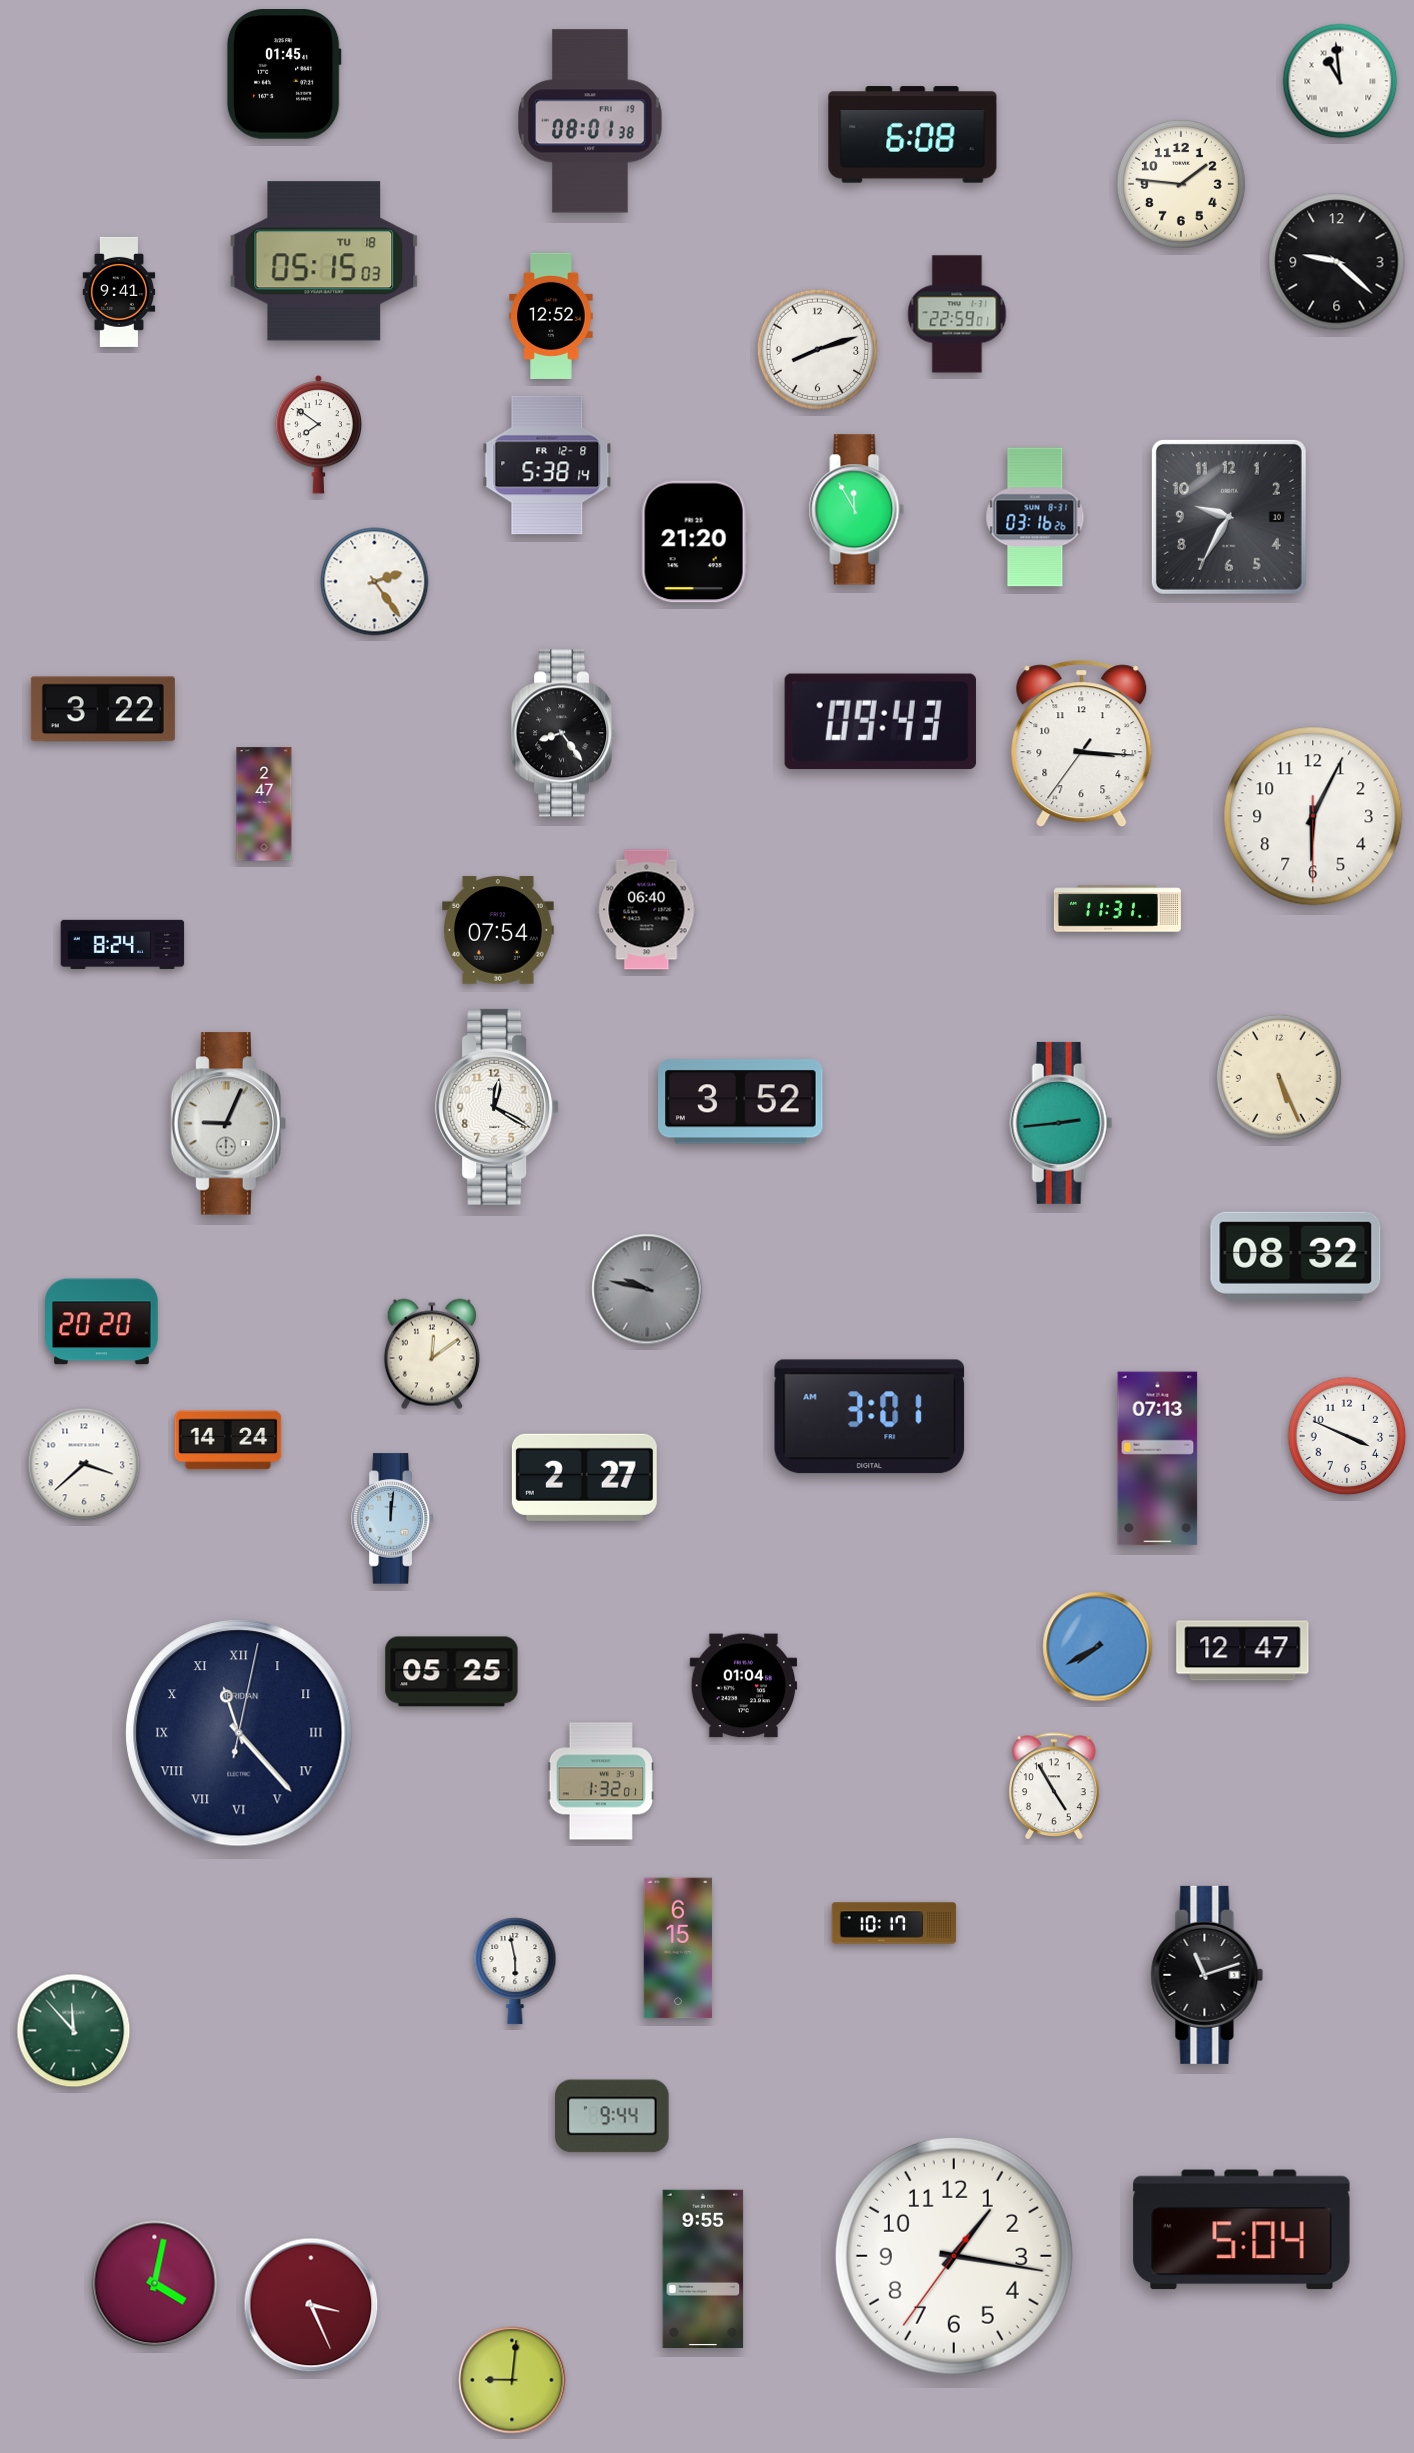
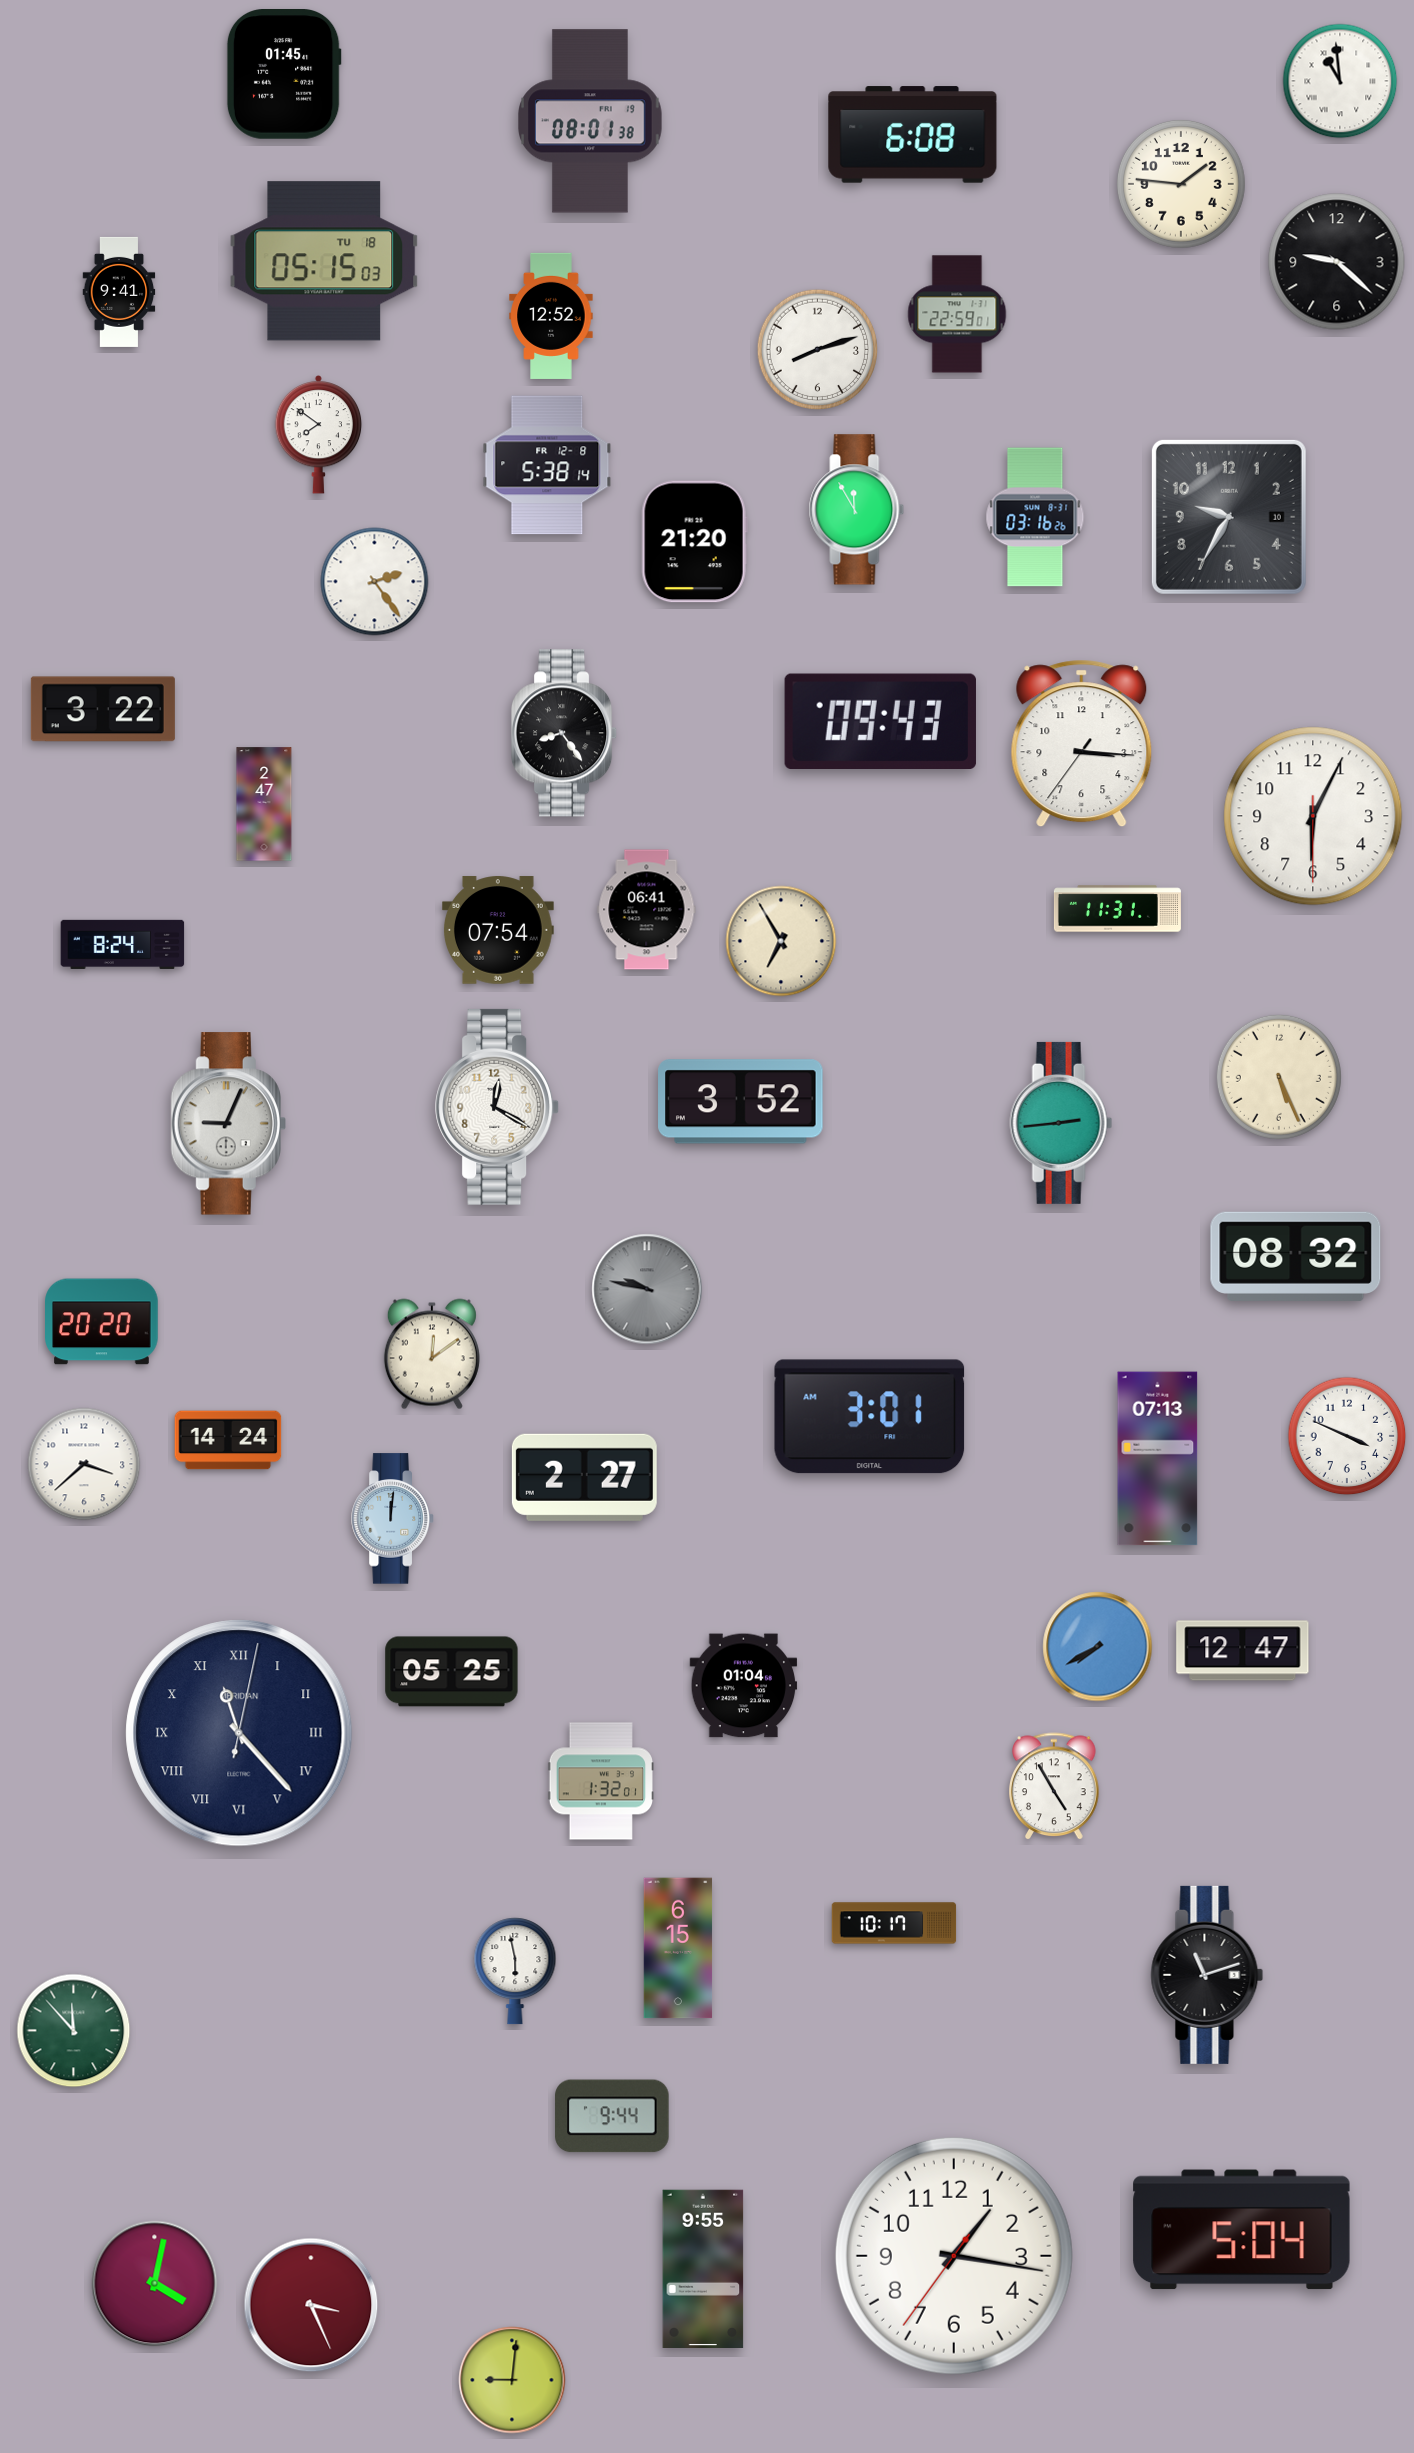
clock at (647, 910): 06:40 -> 06:41
clock at (781, 941): none -> 6:55
